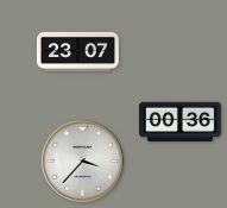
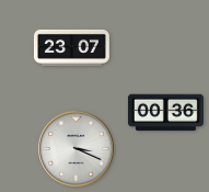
clock at (83, 162): 3:37 -> 3:19
